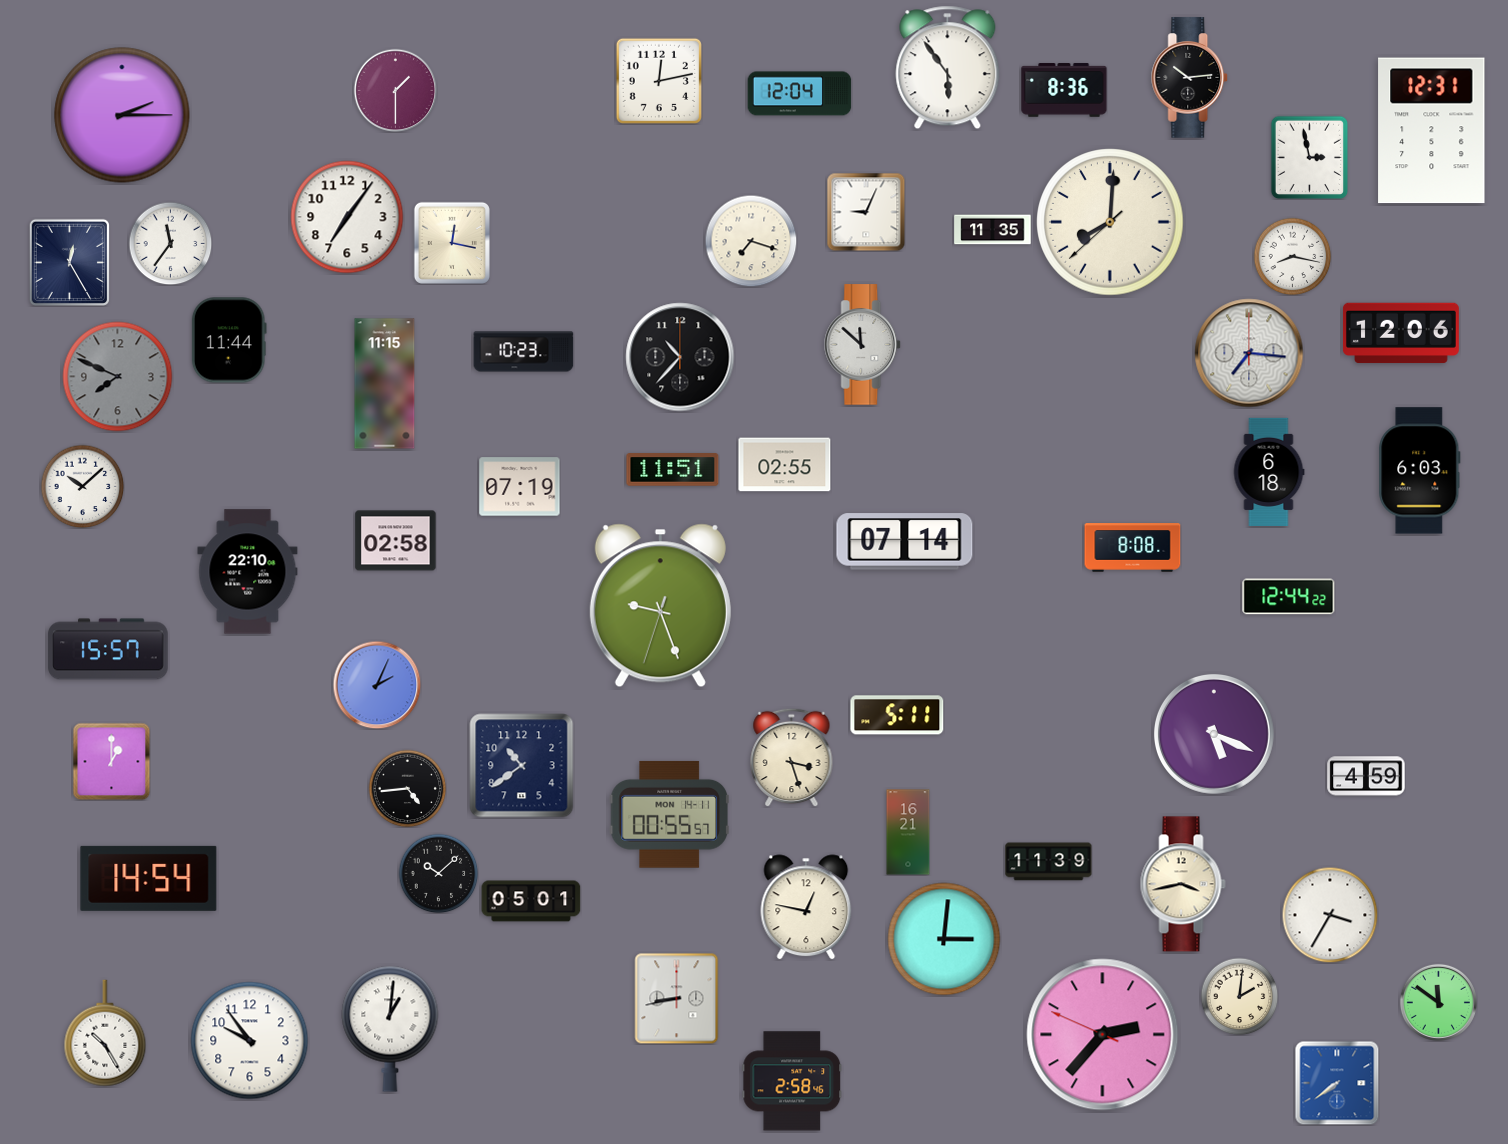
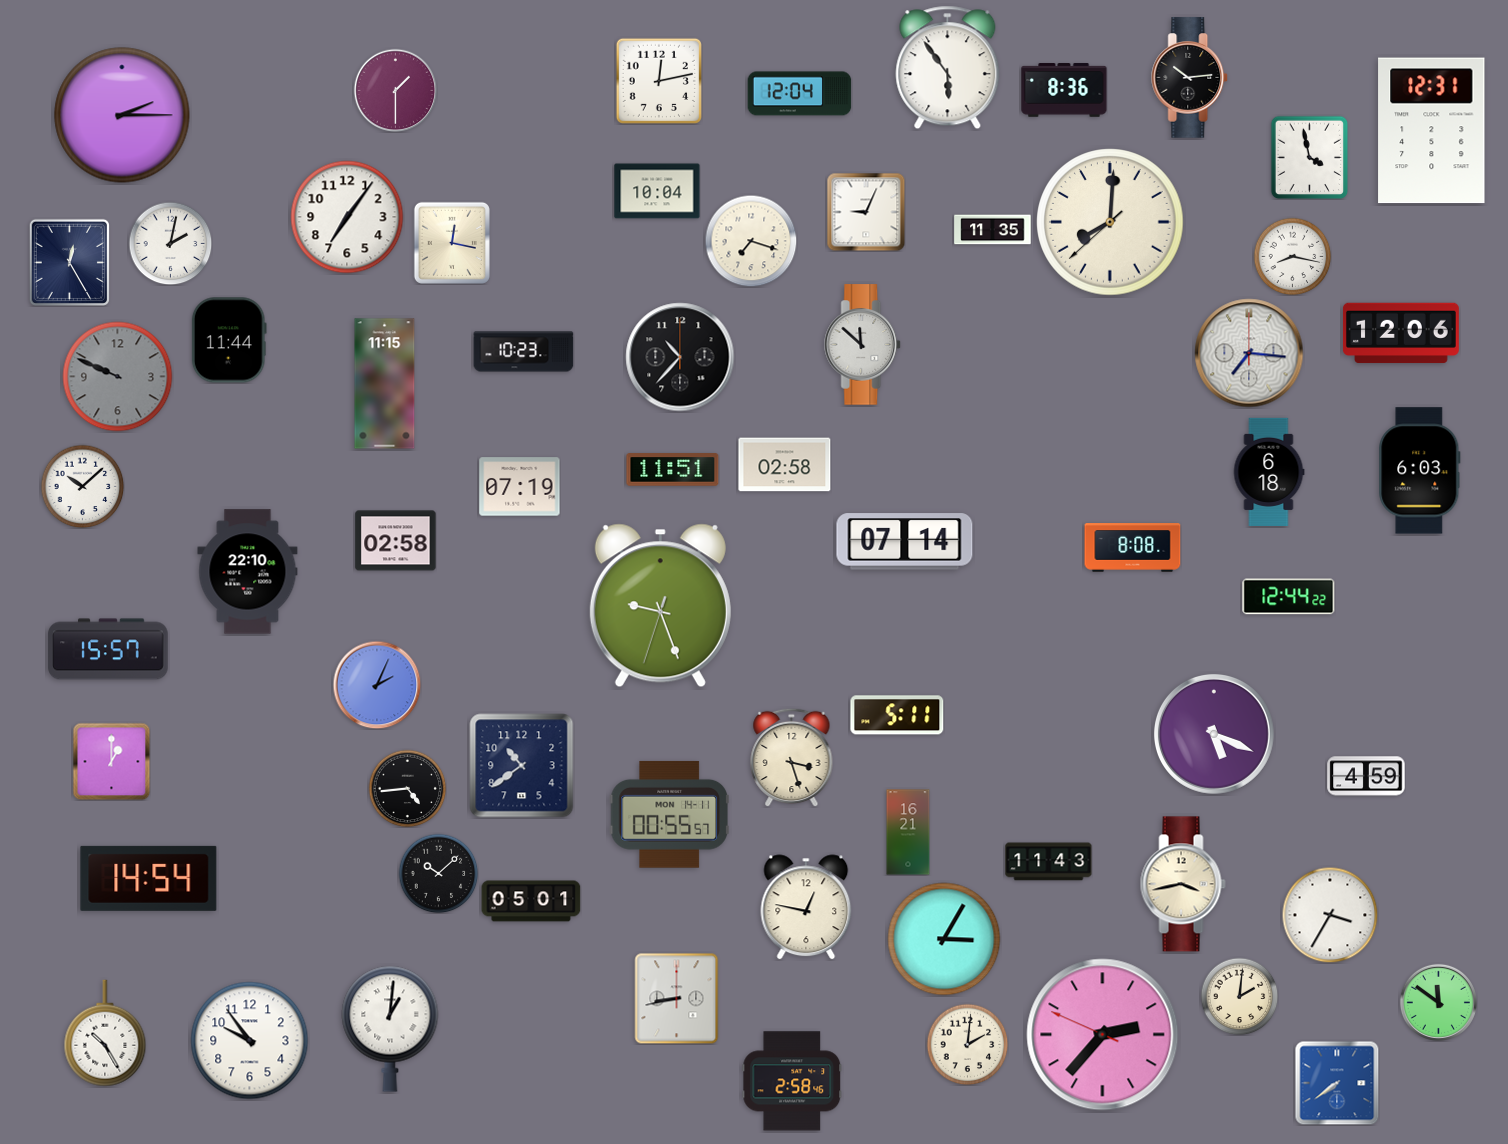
clock at (1310, 157): 2:58 -> 3:58
clock at (657, 191): none -> 10:04
clock at (170, 243): 11:36 -> 2:02
clock at (118, 377): 7:49 -> 9:49
clock at (785, 465): 02:55 -> 02:58
clock at (1049, 862): 11:39 -> 11:43
clock at (944, 939): 3:01 -> 3:05
clock at (967, 1044): none -> 2:01
